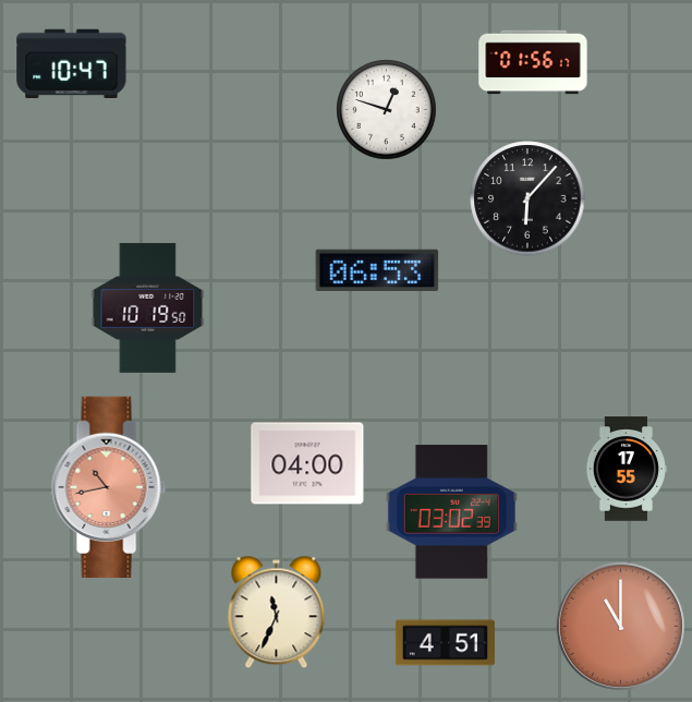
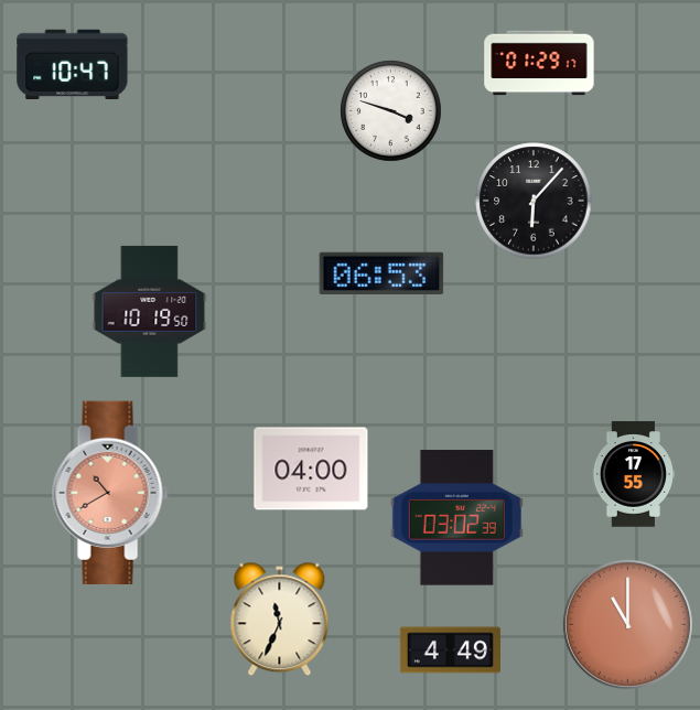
clock at (533, 62): 01:56 -> 01:29
clock at (387, 110): 12:48 -> 3:48
clock at (109, 486): 10:43 -> 10:40
clock at (620, 626) position: (620, 626) -> (627, 624)
clock at (445, 643): 4:51 -> 4:49
